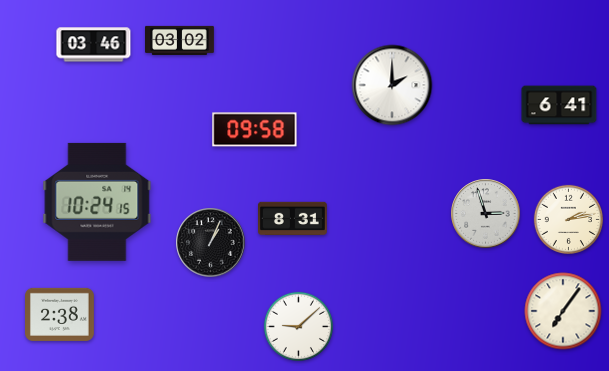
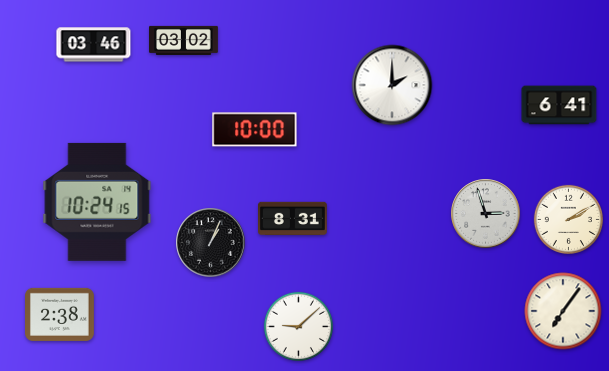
clock at (180, 40) position: (180, 40) -> (184, 40)
clock at (255, 130): 09:58 -> 10:00
clock at (568, 219): 2:13 -> 2:10
